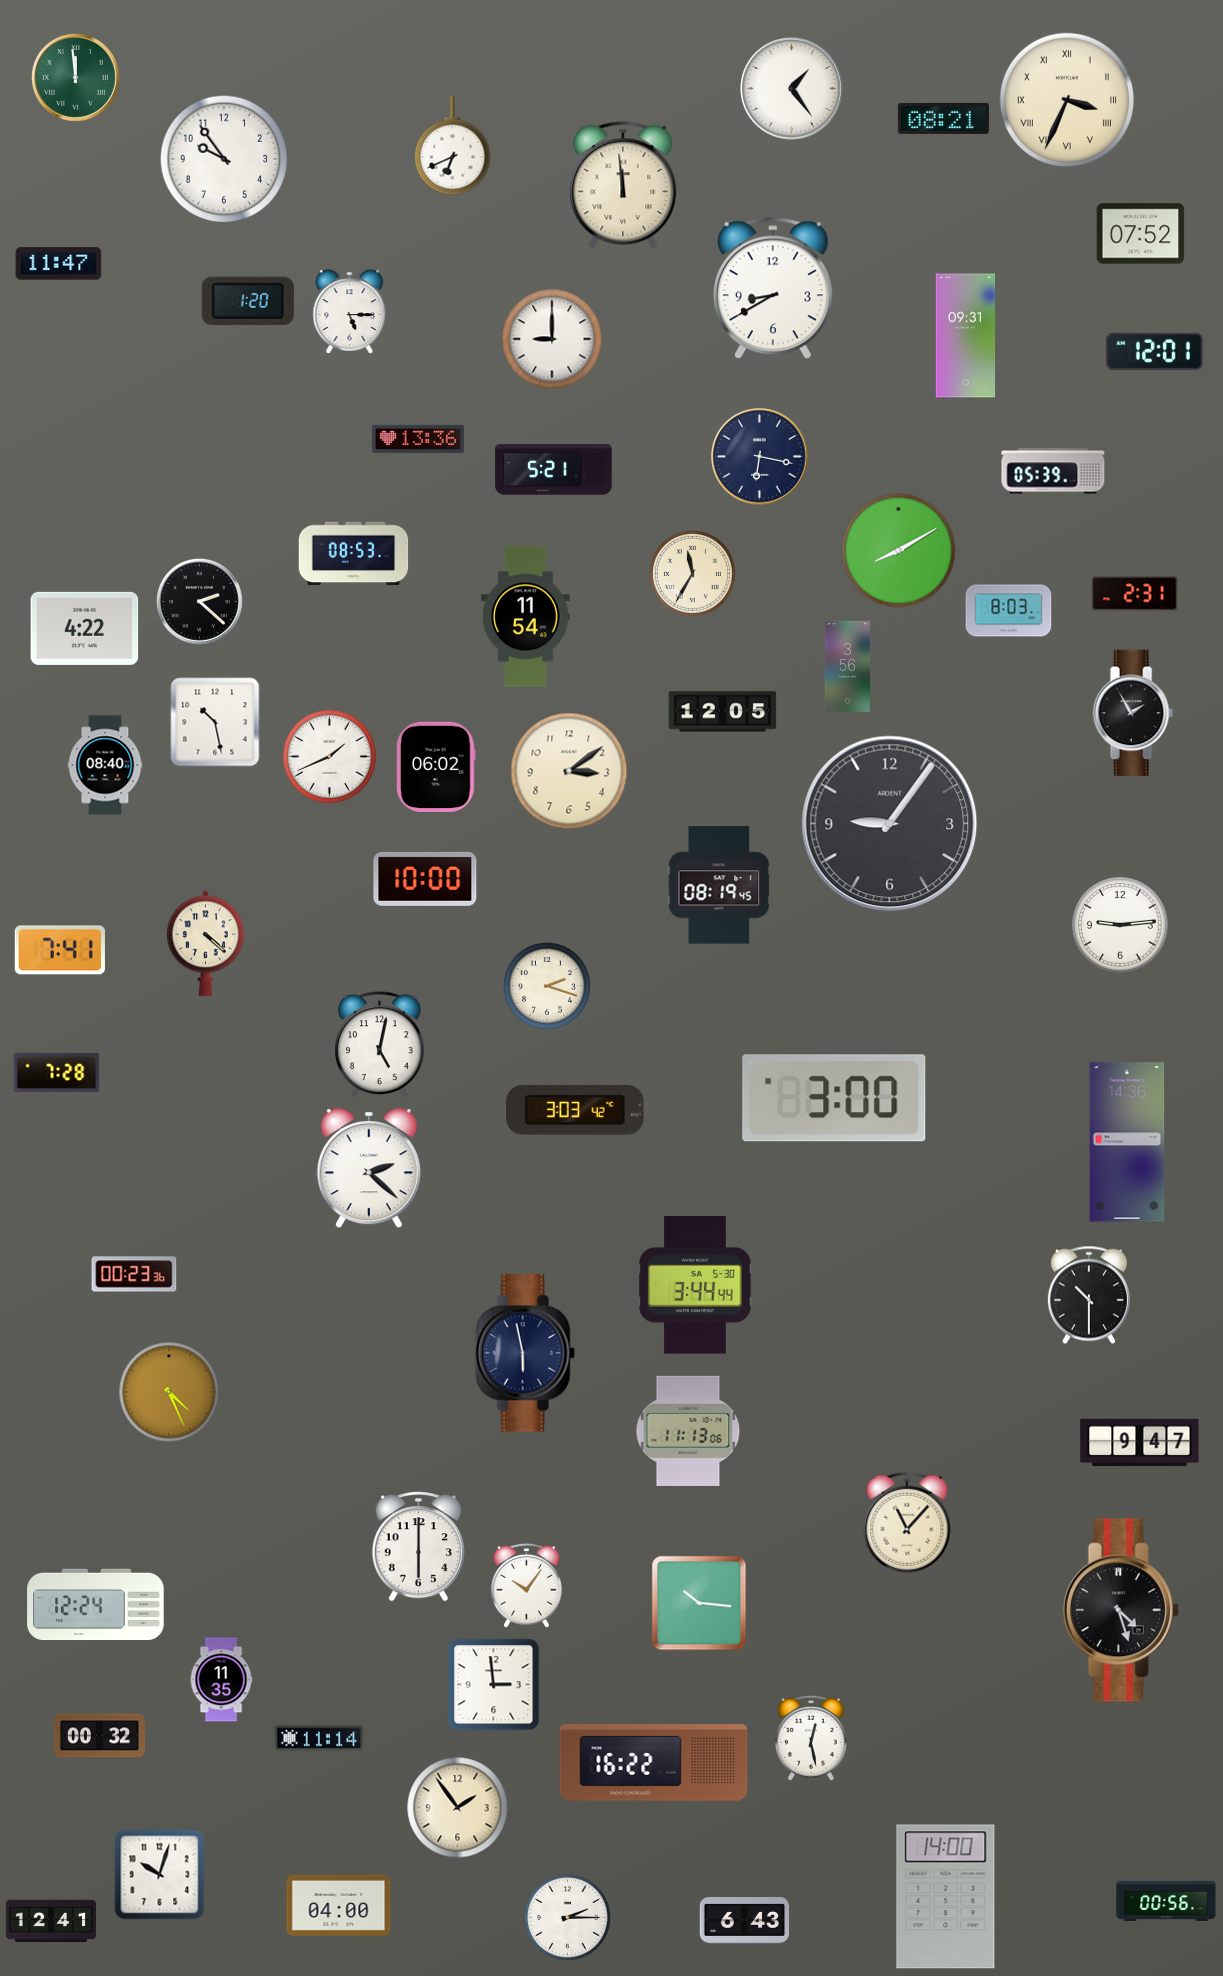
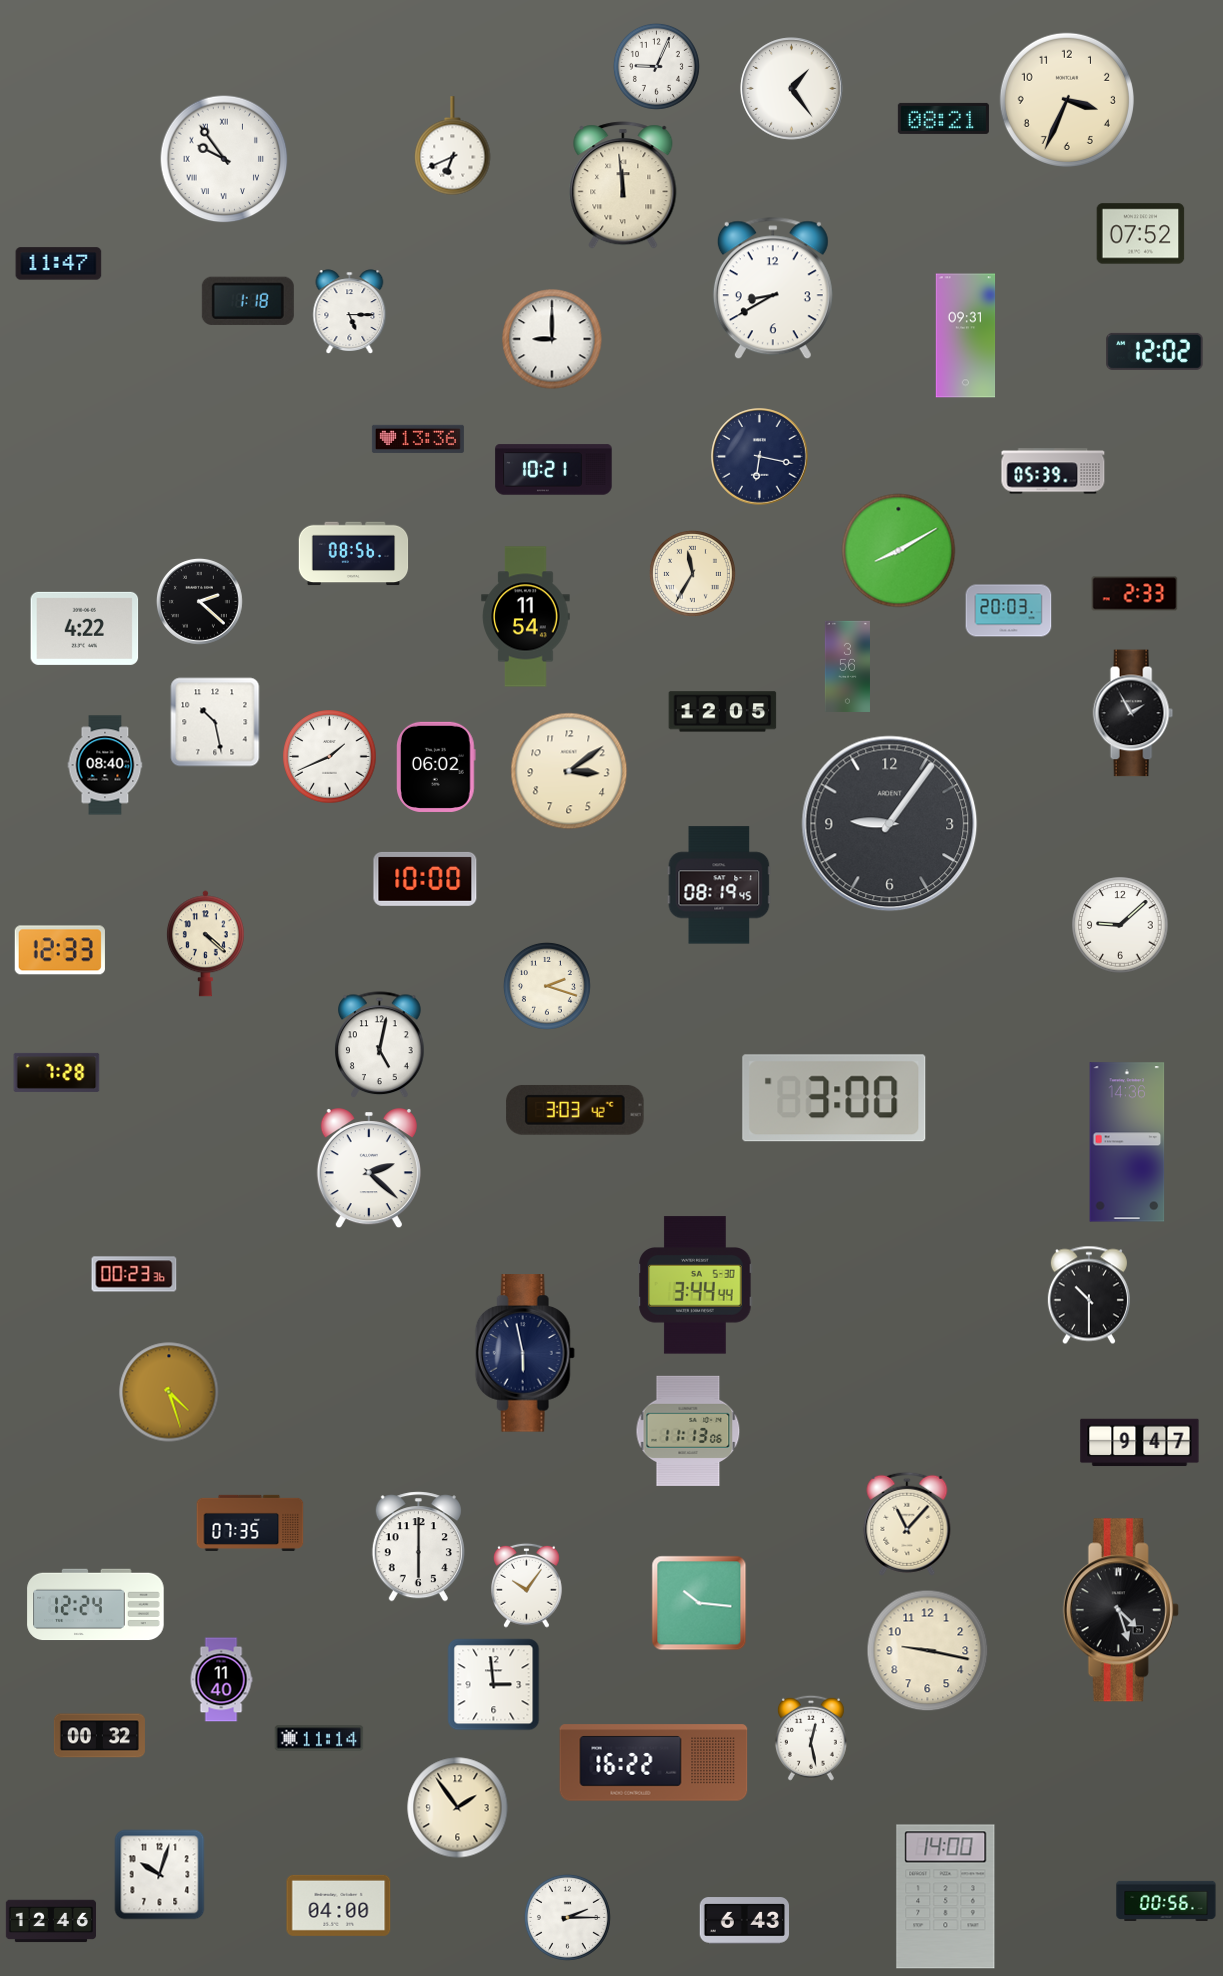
clock at (656, 66): none -> 9:04
clock at (76, 78): 11:59 -> none
clock at (1067, 100) numerals: Roman -> Arabic
clock at (224, 159) numerals: Arabic -> Roman
clock at (248, 301): 1:20 -> 1:18
clock at (1155, 351): 12:01 -> 12:02
clock at (554, 470): 5:21 -> 10:21
clock at (354, 554): 08:53 -> 08:56
clock at (1135, 594): 2:31 -> 2:33
clock at (1009, 611): 8:03 -> 20:03
clock at (1120, 925): 9:14 -> 9:08
clock at (60, 950): 7:41 -> 12:33
clock at (169, 1392): 4:26 -> 4:27
clock at (250, 1523): none -> 07:35
clock at (928, 1651): none -> 9:17
clock at (221, 1680): 11:35 -> 11:40
clock at (50, 1921): 12:41 -> 12:46
